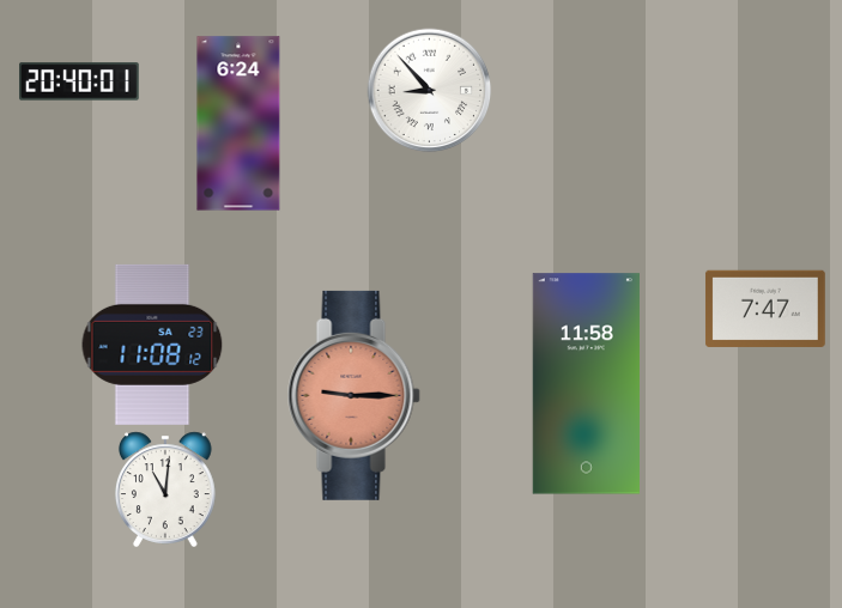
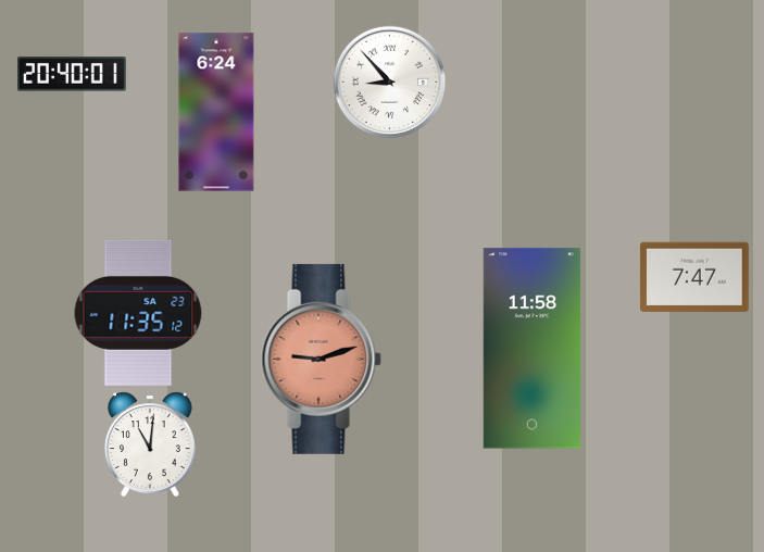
clock at (765, 308) position: (765, 308) -> (694, 276)
clock at (152, 345): 11:08 -> 11:35
clock at (353, 395): 9:15 -> 9:12
